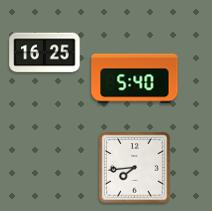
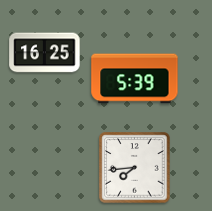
clock at (135, 79): 5:40 -> 5:39
